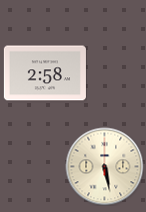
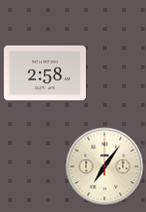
clock at (104, 166): 5:28 -> 7:06
